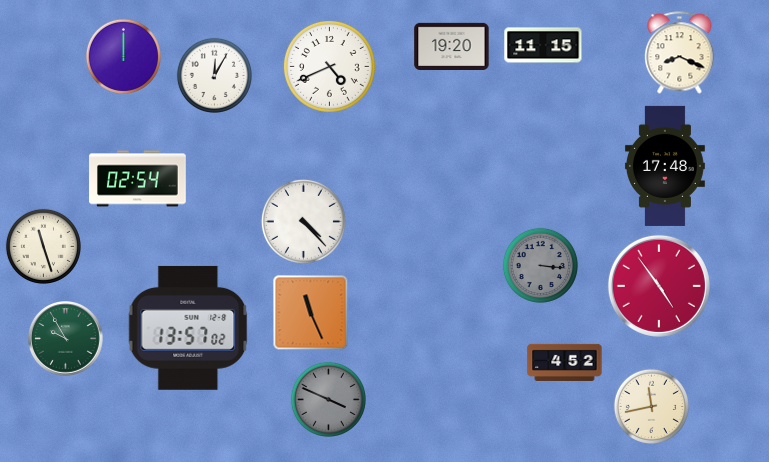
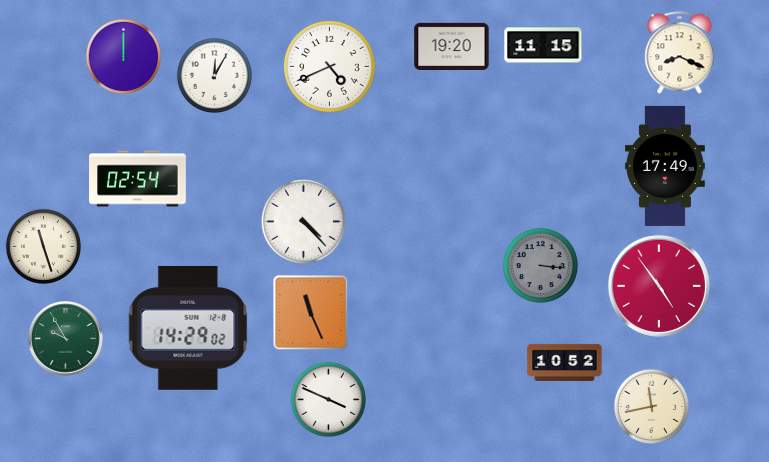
clock at (665, 166): 17:48 -> 17:49
clock at (188, 328): 13:57 -> 14:29
clock at (565, 362): 4:52 -> 10:52
clock at (328, 399) dial: grey -> white
